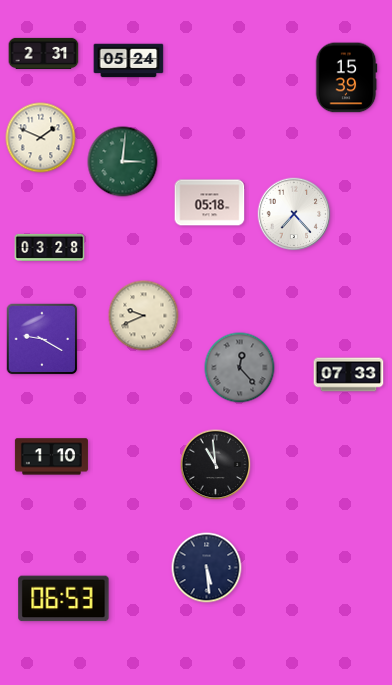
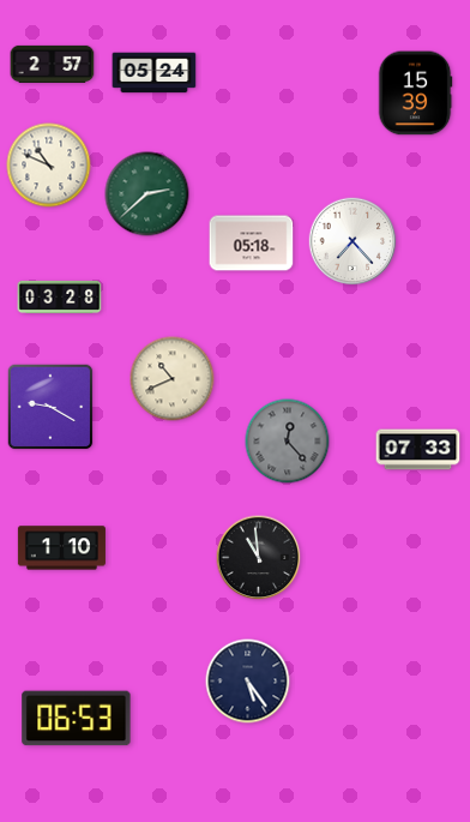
clock at (44, 53): 2:31 -> 2:57
clock at (41, 138): 1:49 -> 10:49
clock at (123, 162): 3:01 -> 2:38
clock at (294, 214) position: (294, 214) -> (352, 241)
clock at (144, 316): 9:41 -> 10:41
clock at (207, 568): 5:29 -> 5:24
